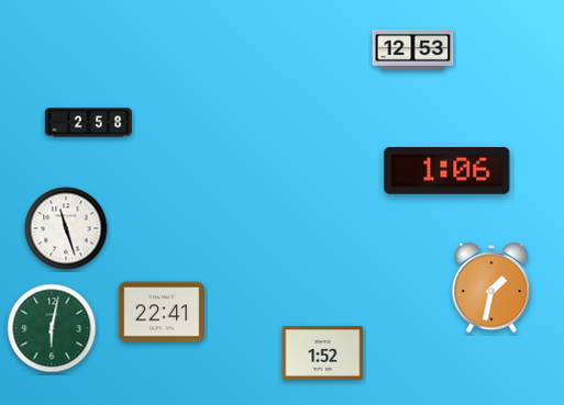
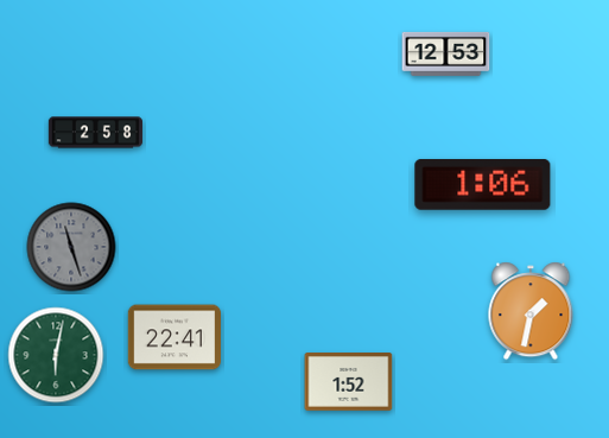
clock at (66, 228) dial: white -> grey
